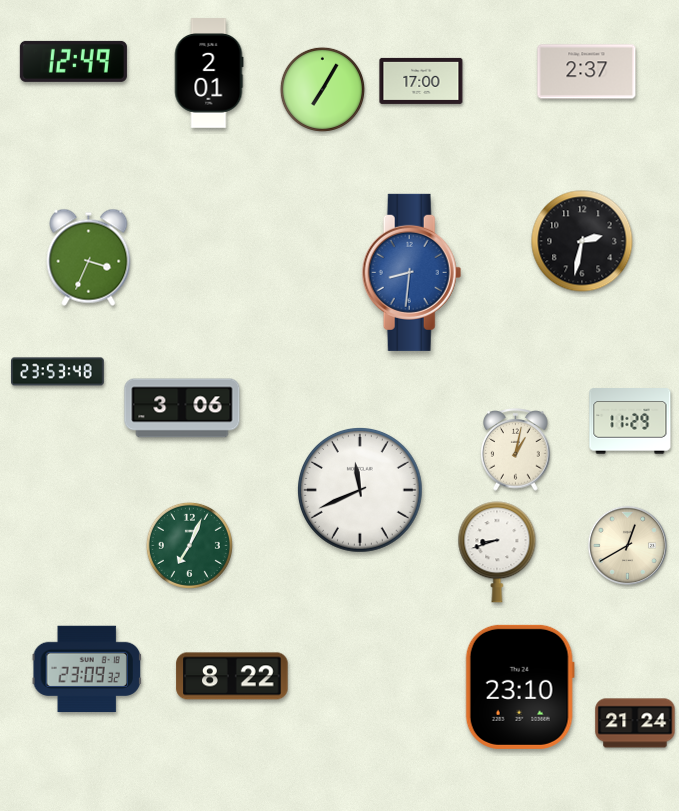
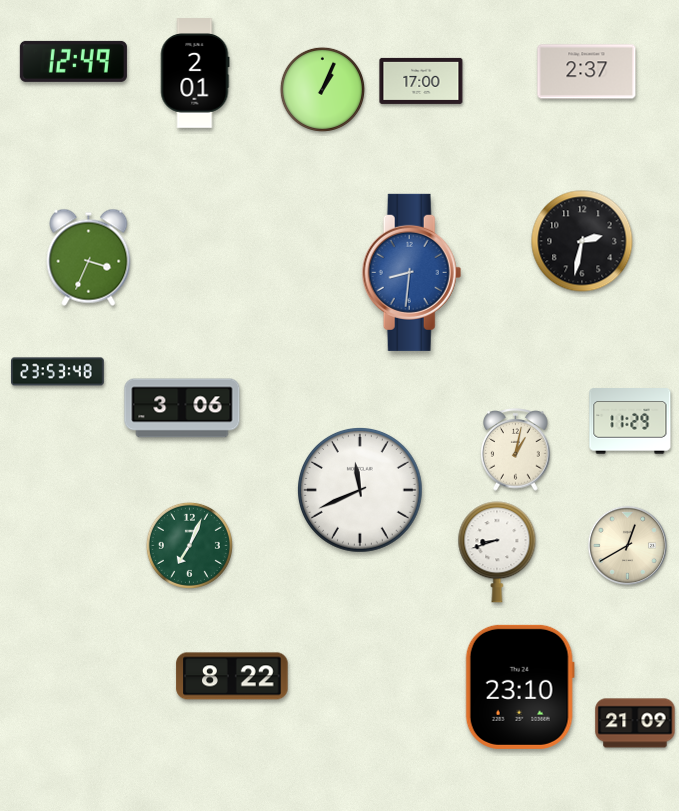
clock at (209, 73) position: (209, 73) -> (195, 73)
clock at (322, 89): 7:05 -> 1:04
clock at (86, 669): 23:09 -> none
clock at (635, 723): 21:24 -> 21:09
